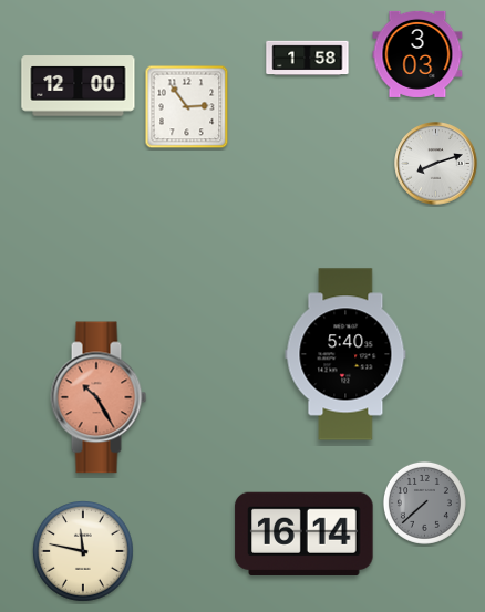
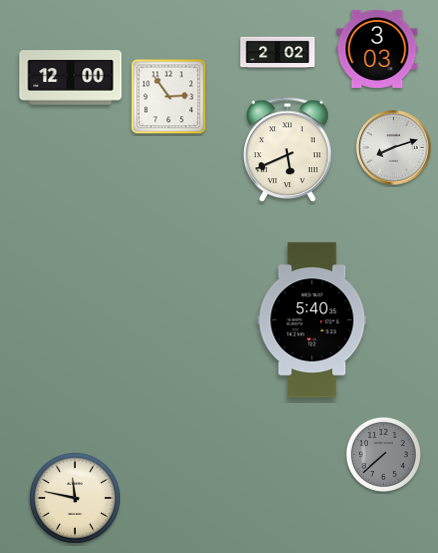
clock at (308, 59): 1:58 -> 2:02
clock at (288, 150): none -> 5:41
clock at (99, 397): 10:25 -> none
clock at (305, 533): 16:14 -> none
